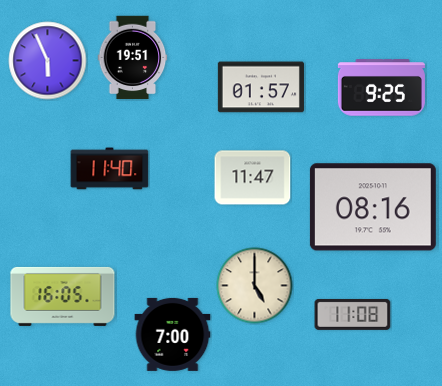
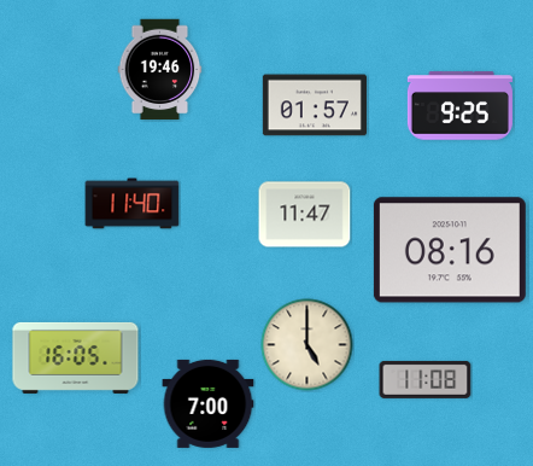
clock at (133, 58): 19:51 -> 19:46
clock at (48, 61): 5:56 -> none
